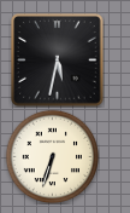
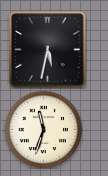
clock at (52, 156): 6:33 -> 11:33
